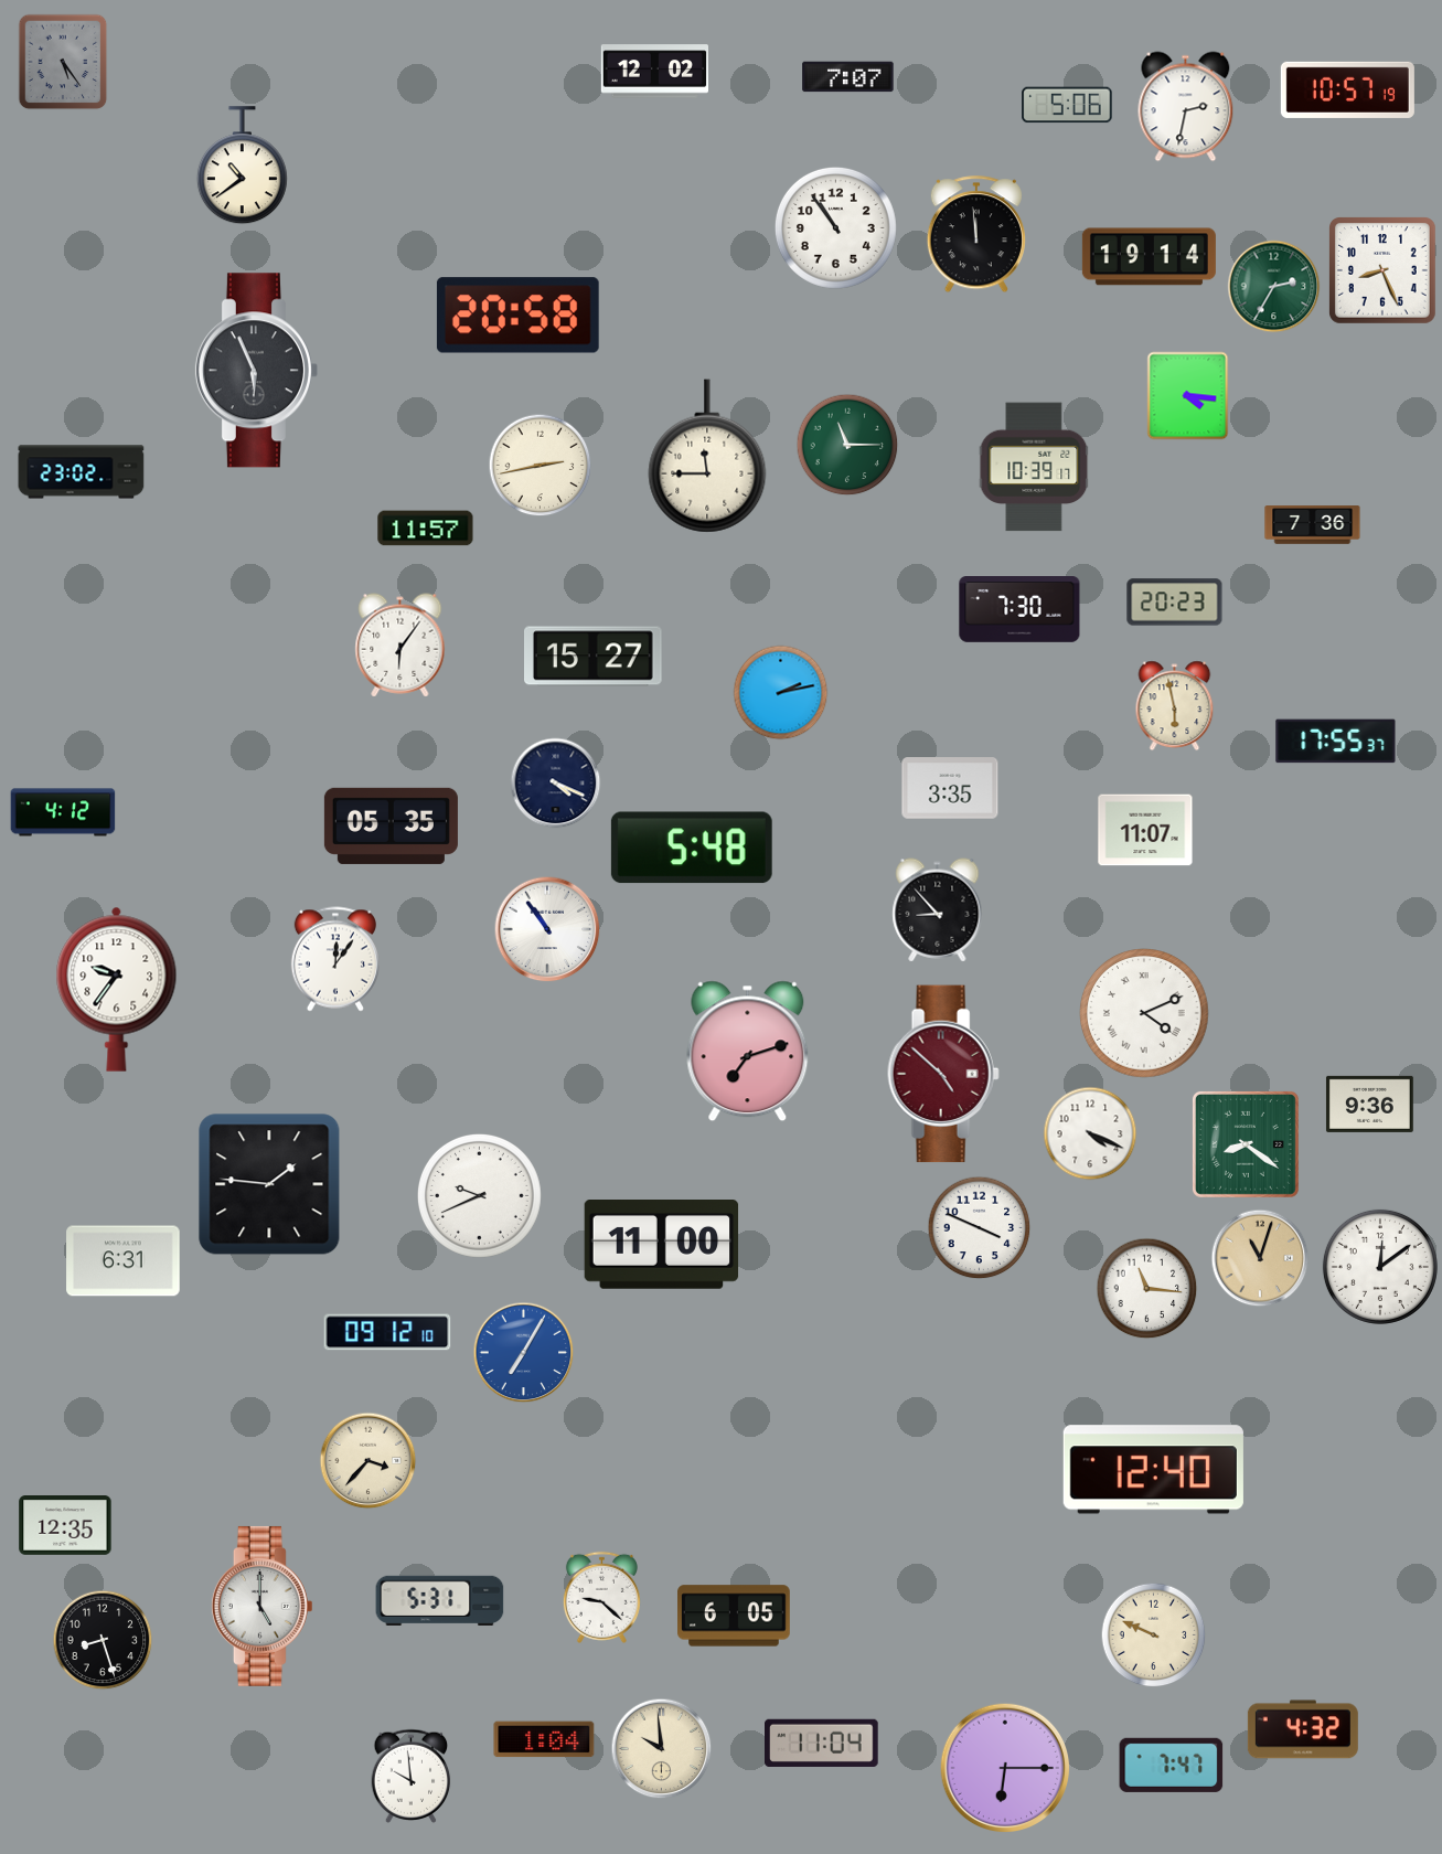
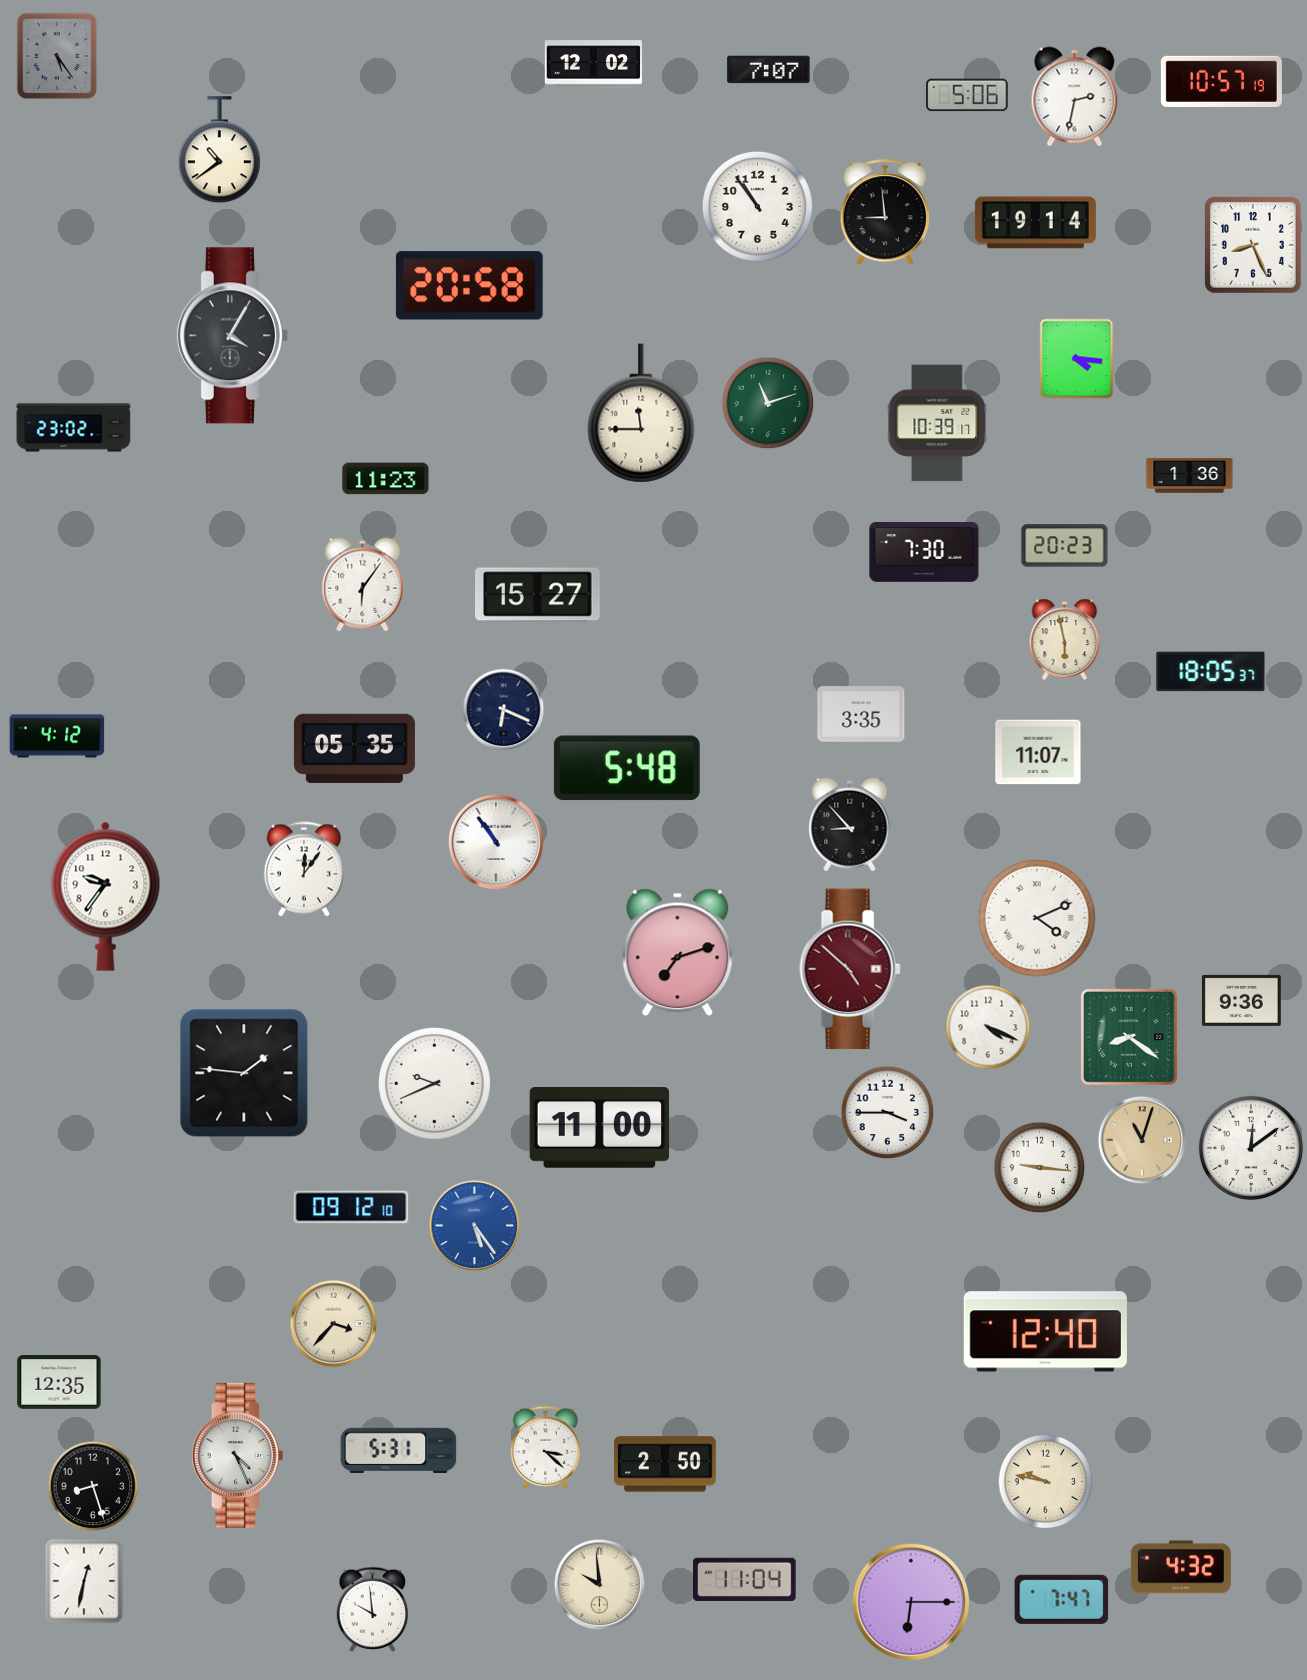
clock at (976, 235): 11:59 -> 8:59
clock at (1149, 257) position: (1149, 257) -> (1035, 223)
clock at (1274, 287): 2:35 -> none
clock at (256, 371): 5:56 -> 4:05
clock at (847, 445): 11:15 -> 11:12
clock at (541, 466): 2:43 -> none
clock at (1313, 525): 7:36 -> 1:36
clock at (426, 529): 11:57 -> 11:23
clock at (781, 693): 2:13 -> none
clock at (1336, 742): 17:55 -> 18:05
clock at (556, 784): 4:19 -> 6:19
clock at (943, 1074) position: (943, 1074) -> (850, 969)
clock at (980, 1228): 3:49 -> 3:45
clock at (124, 1261): 6:31 -> none
clock at (1147, 1289): 11:16 -> 9:16
clock at (524, 1353): 7:05 -> 5:24
clock at (601, 1597): 9:22 -> 3:22
clock at (261, 1606): 5:00 -> 4:26
clock at (735, 1616): 6:05 -> 2:50
clock at (1154, 1635): 9:49 -> 9:47
clock at (544, 1739): 1:04 -> none
clock at (84, 1581): none -> 12:32
